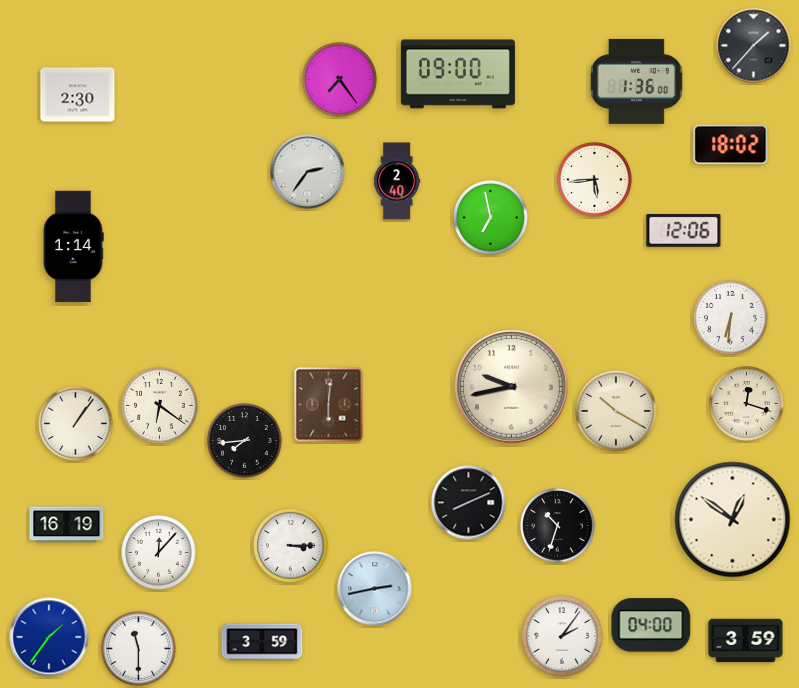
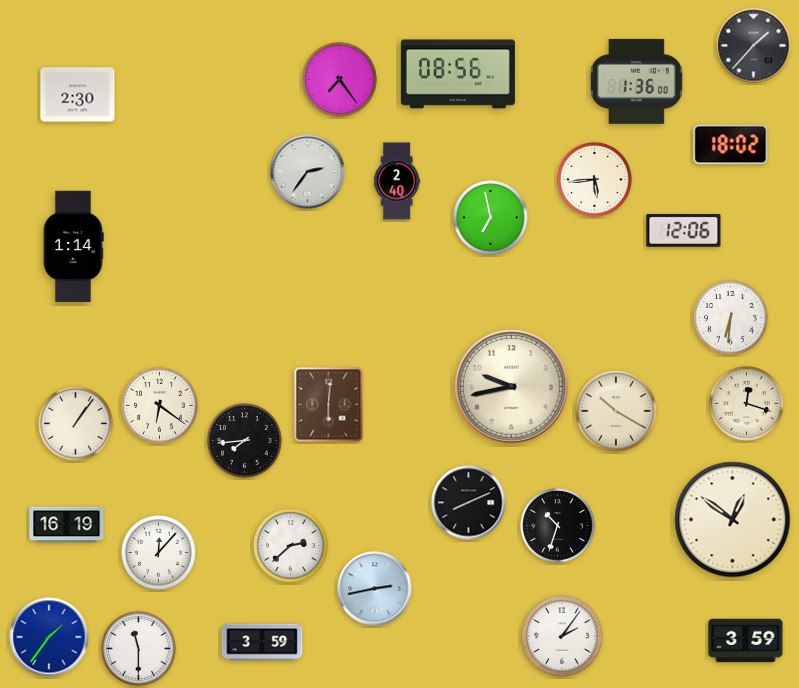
clock at (458, 74): 09:00 -> 08:56
clock at (291, 546): 3:15 -> 2:38
clock at (651, 625): 04:00 -> none
